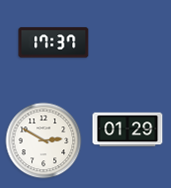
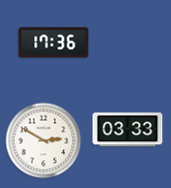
clock at (54, 43): 17:37 -> 17:36
clock at (128, 130): 01:29 -> 03:33
